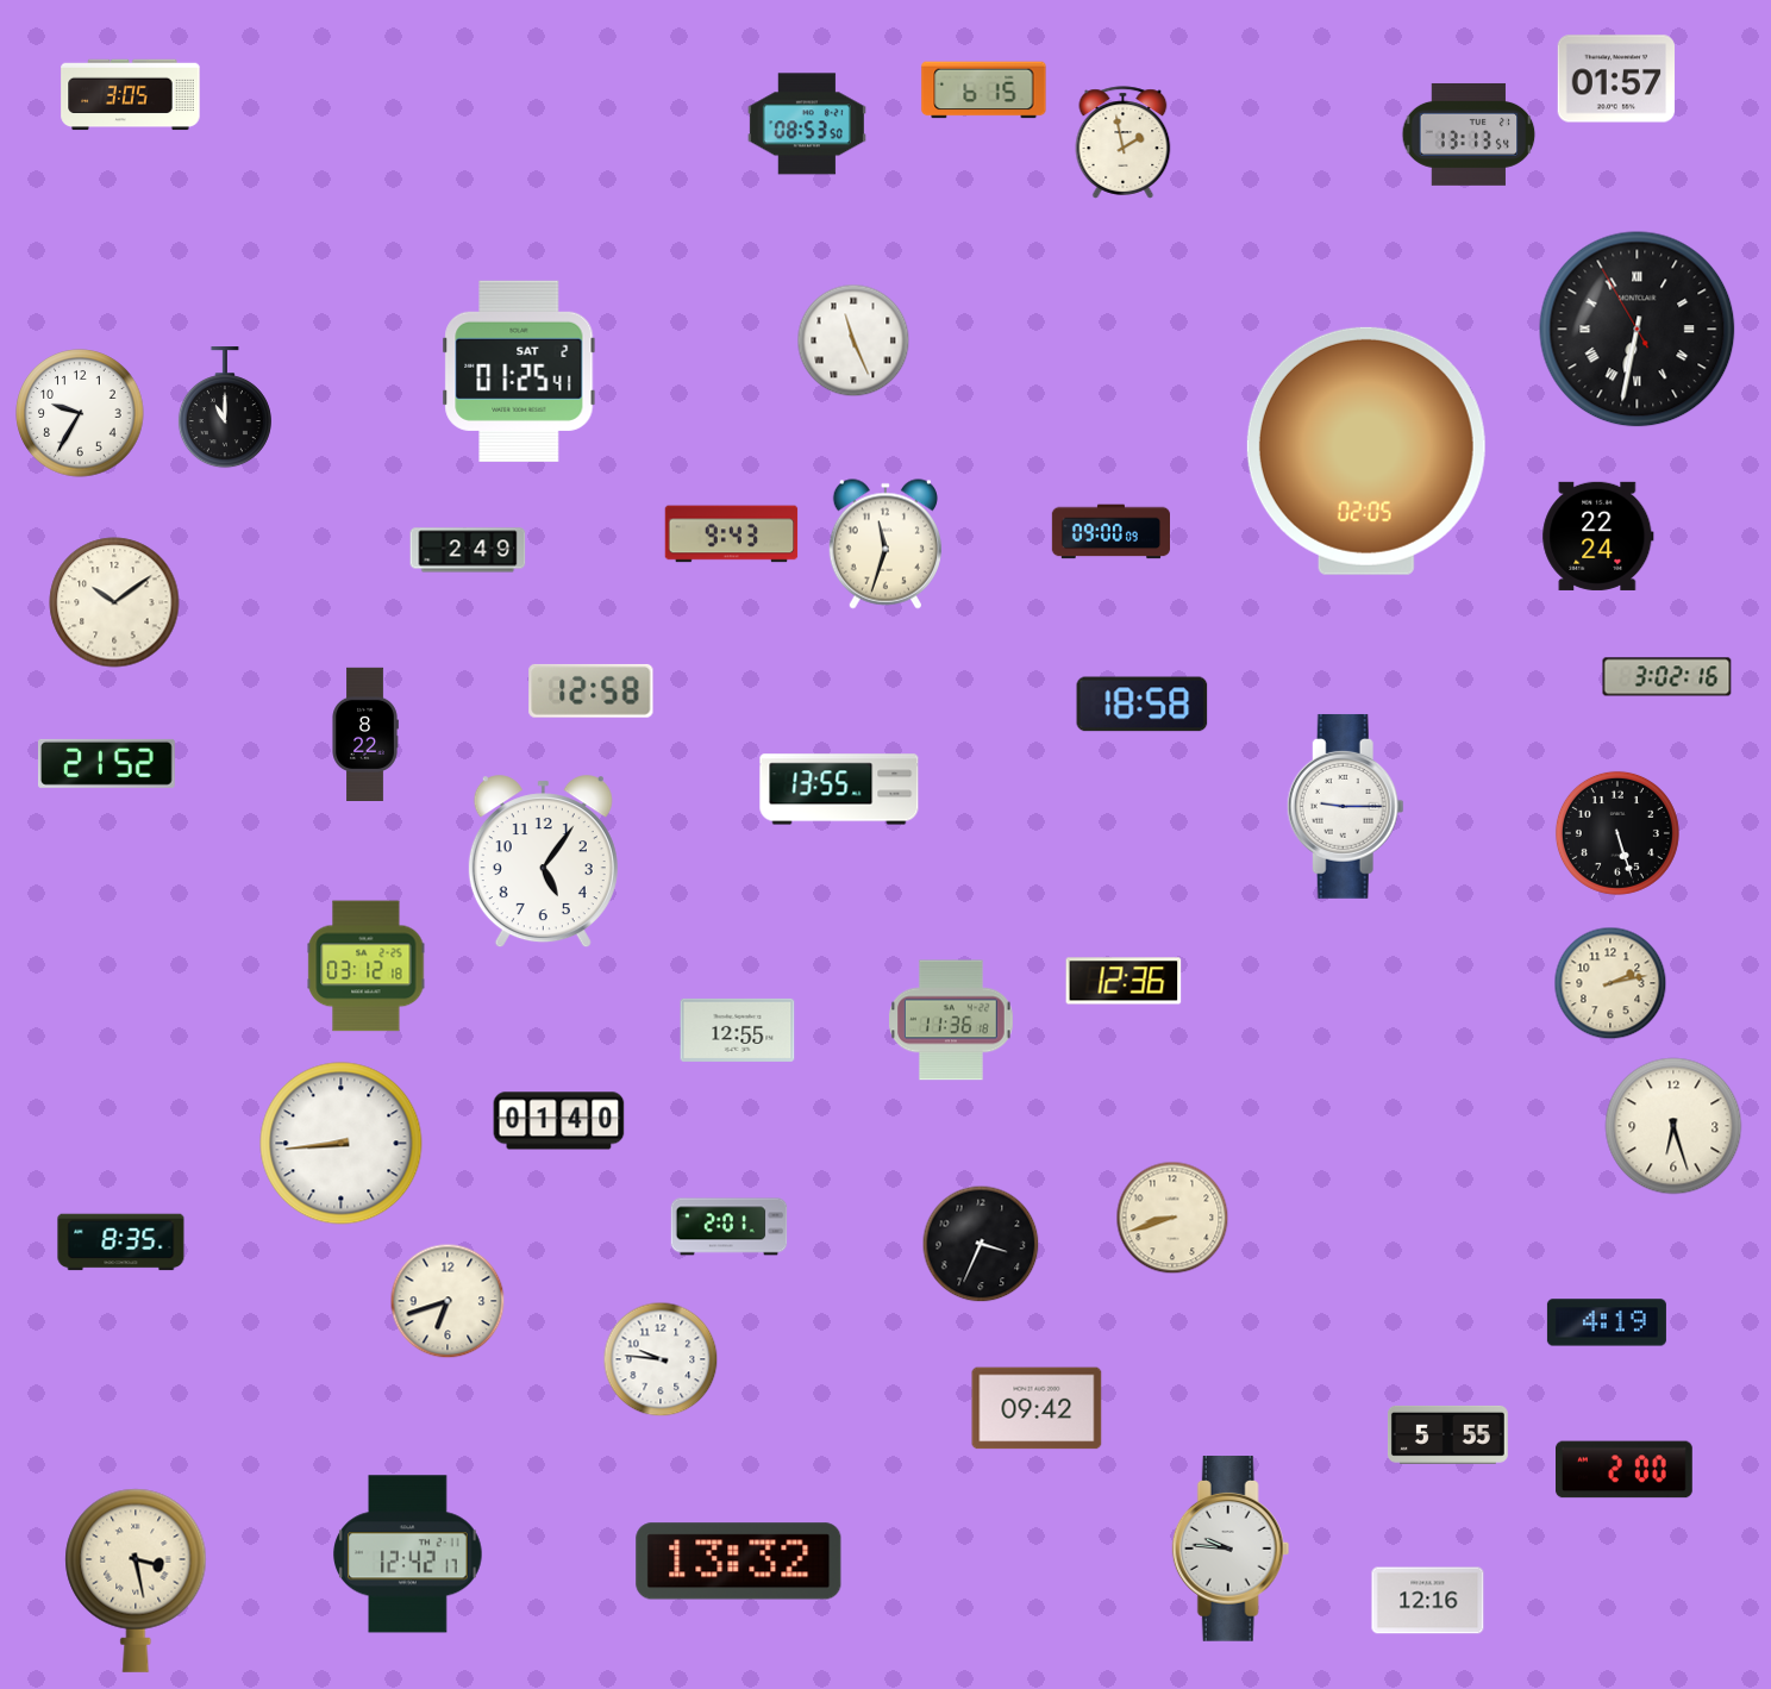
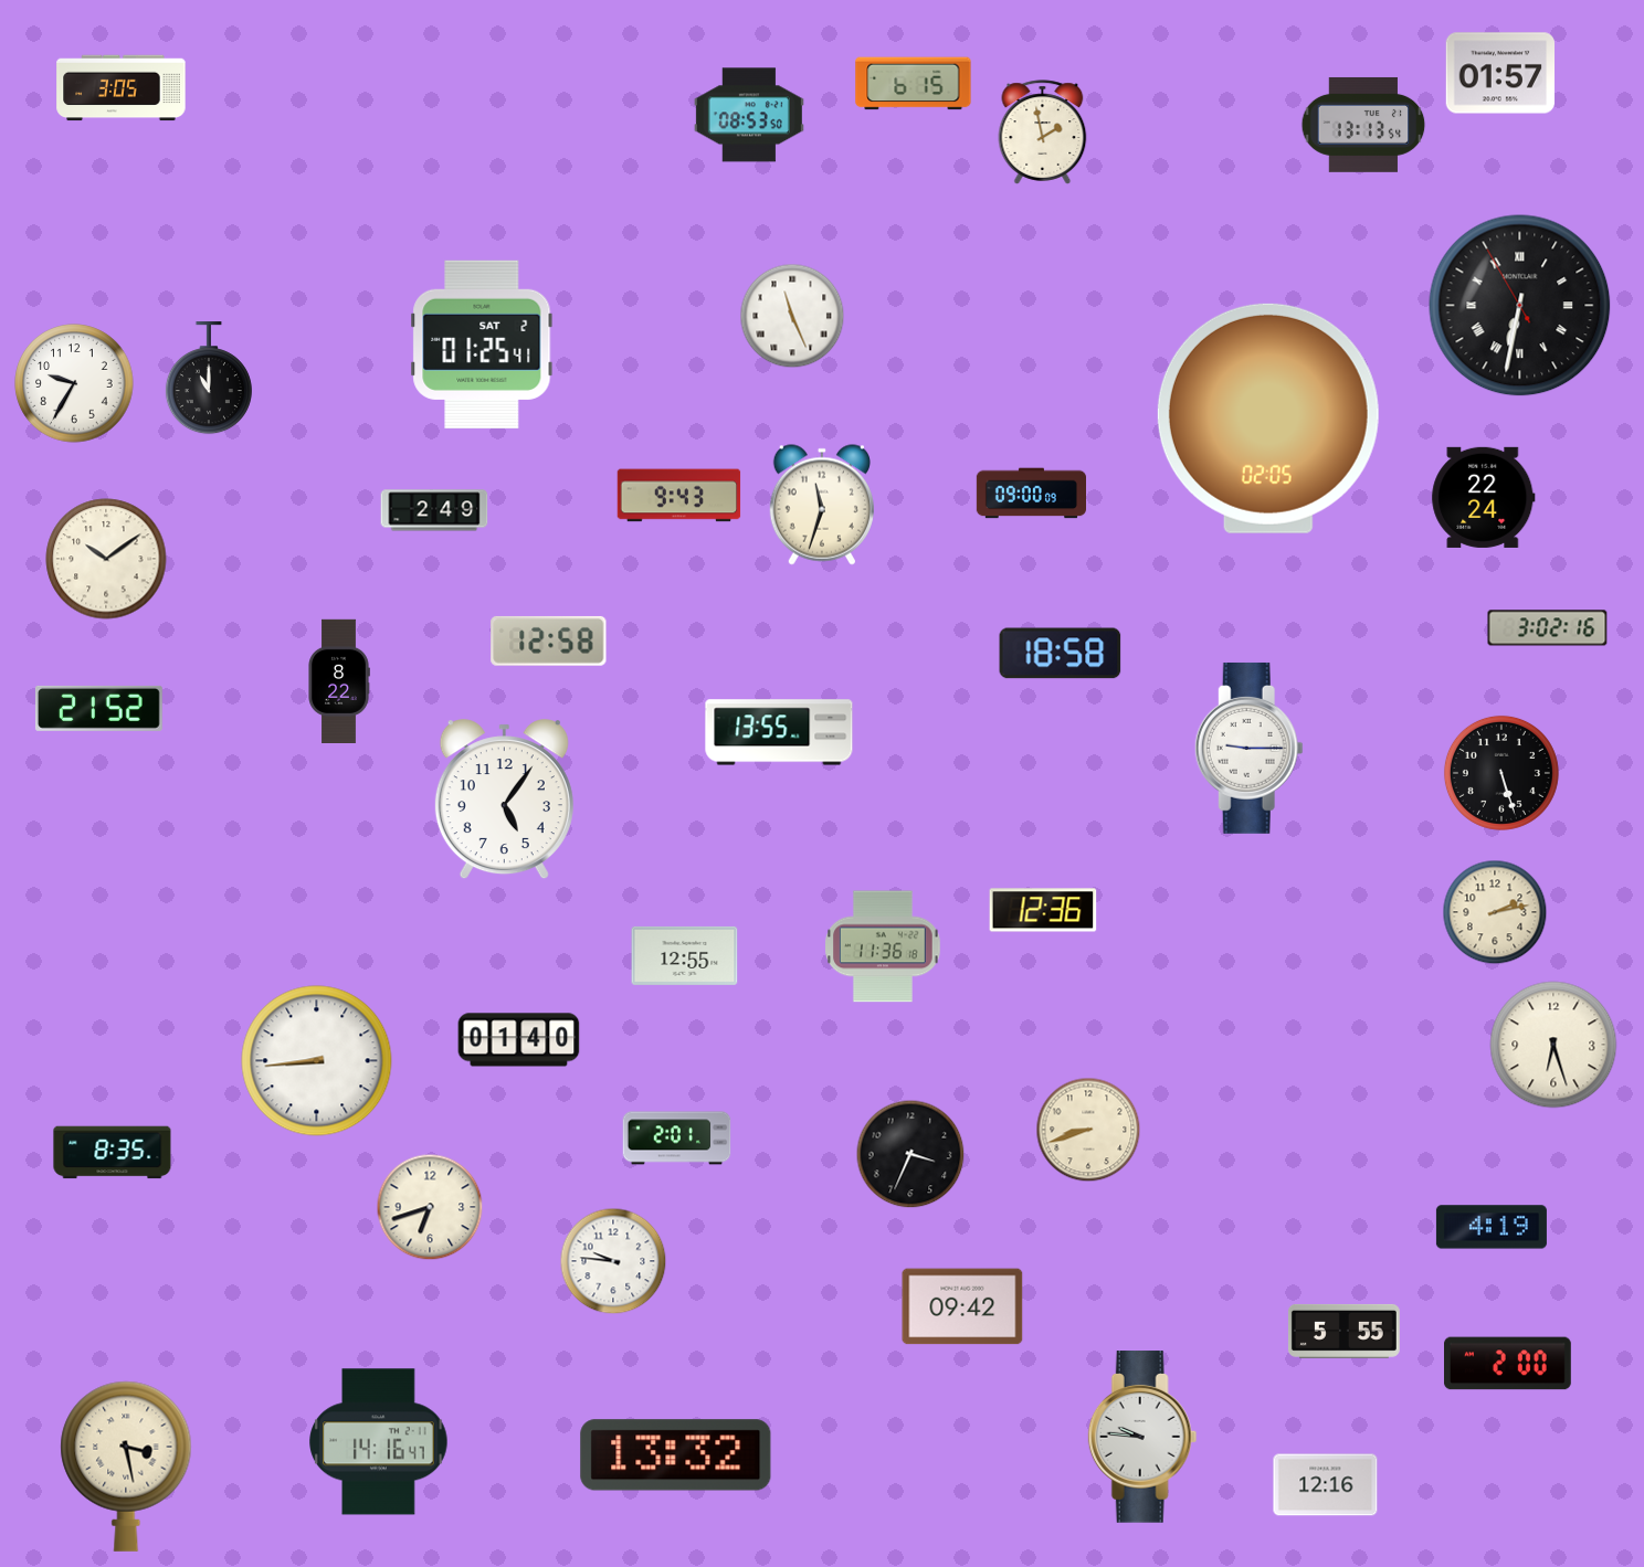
clock at (367, 967): 03:12 -> none
clock at (448, 1301) position: (448, 1301) -> (430, 1207)
clock at (408, 1554): 12:42 -> 14:16
clock at (739, 1562) position: (739, 1562) -> (676, 1455)
